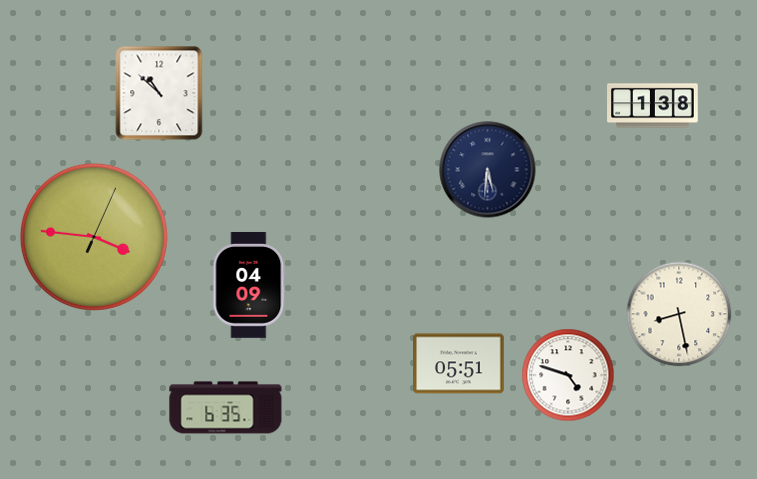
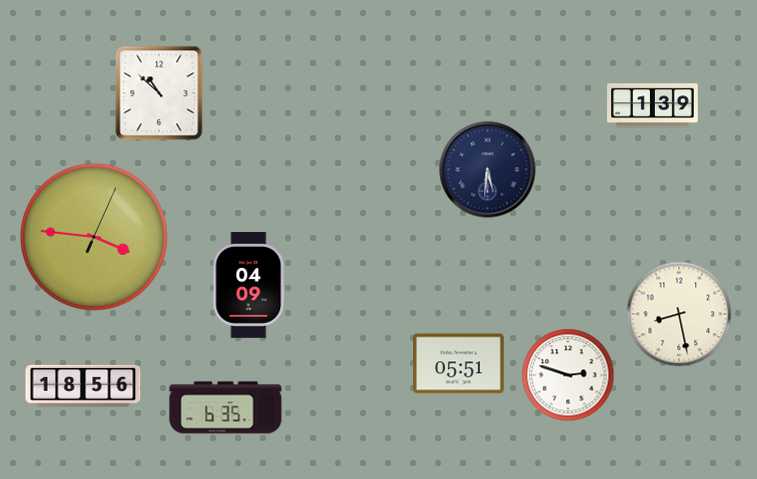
clock at (653, 106): 1:38 -> 1:39
clock at (568, 375): 4:48 -> 2:48
clock at (83, 386): none -> 18:56
